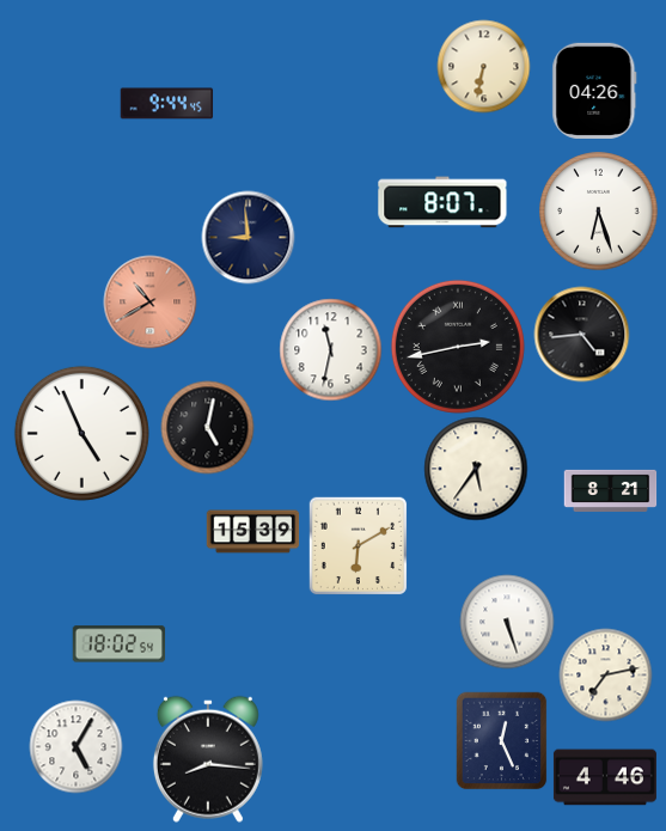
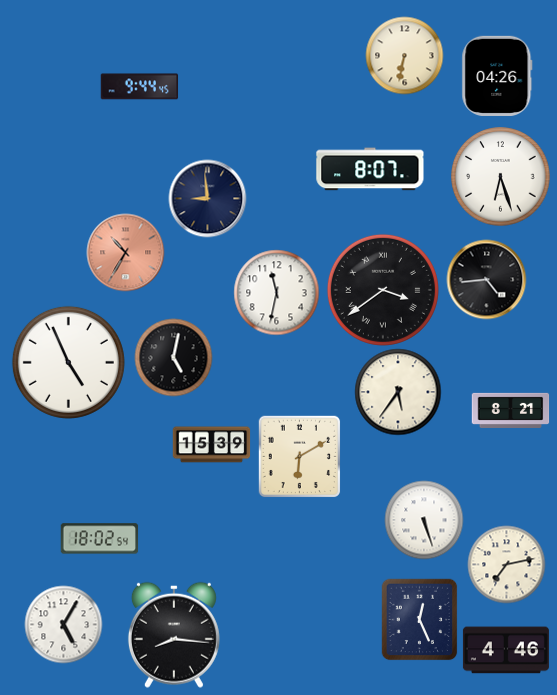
clock at (149, 301): 10:40 -> 10:35
clock at (458, 347): 2:43 -> 3:39
